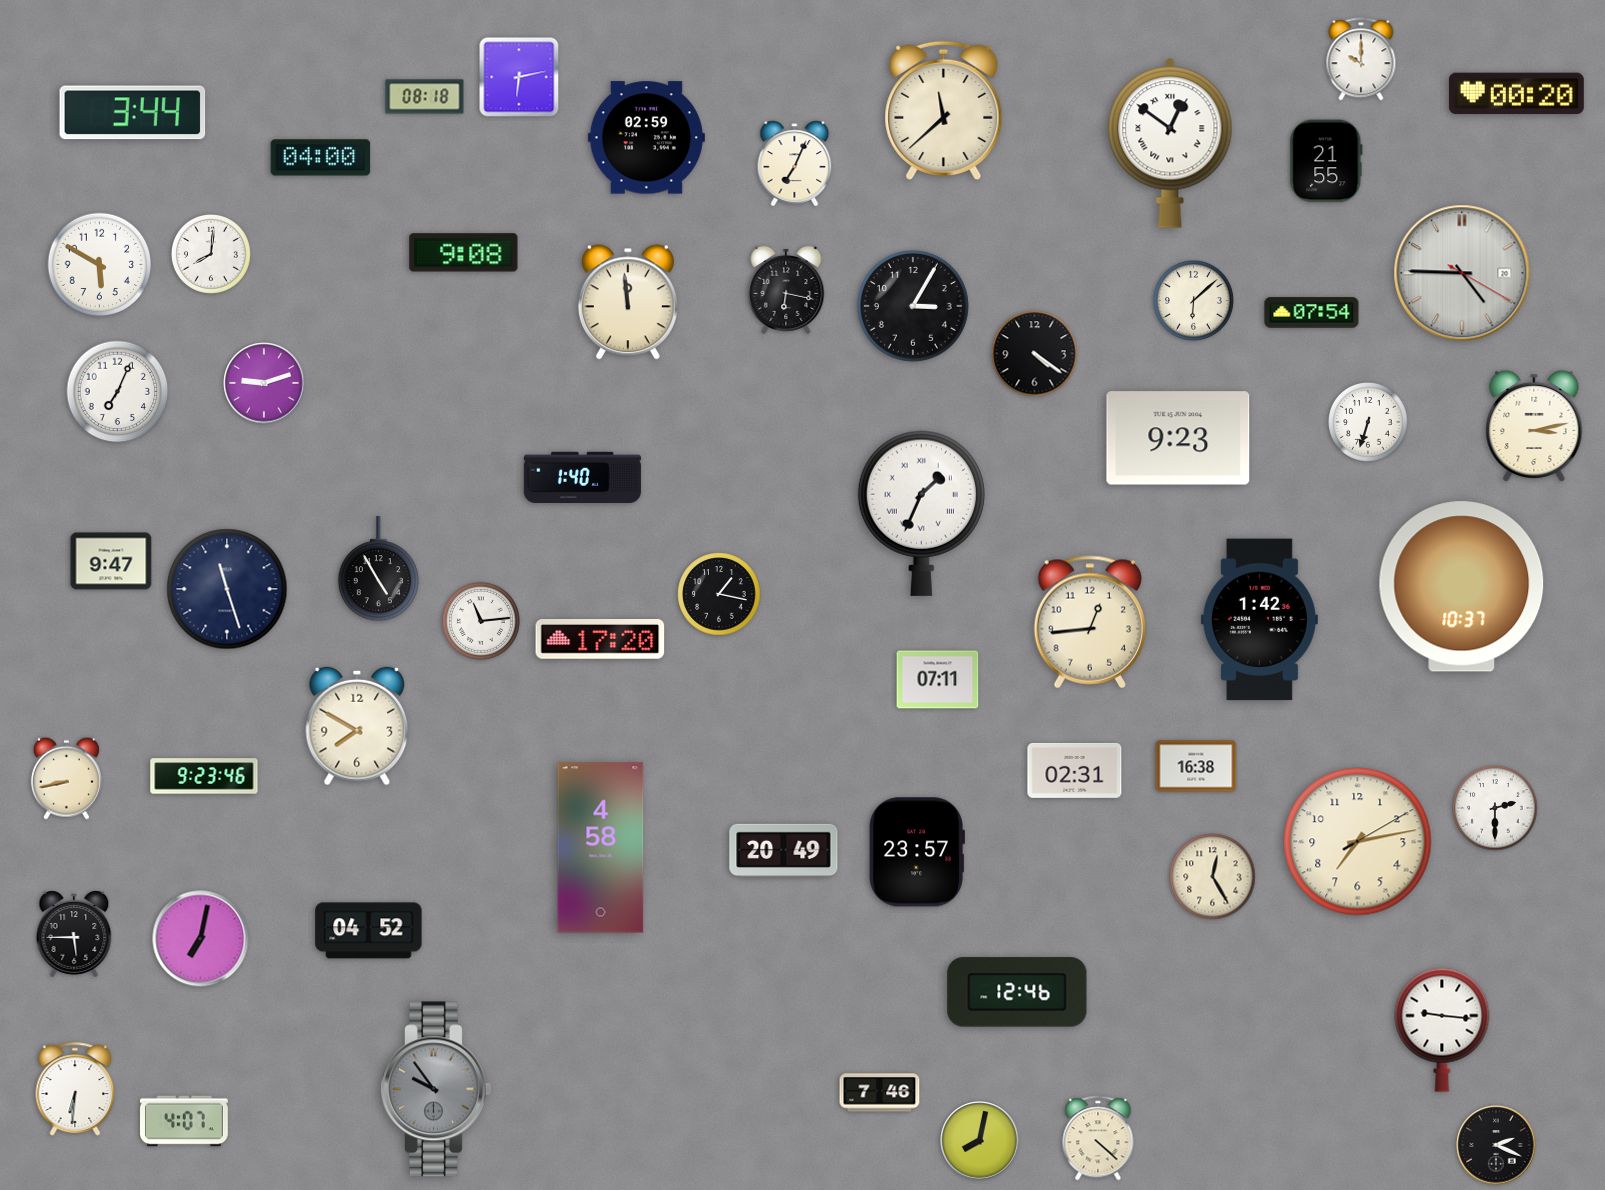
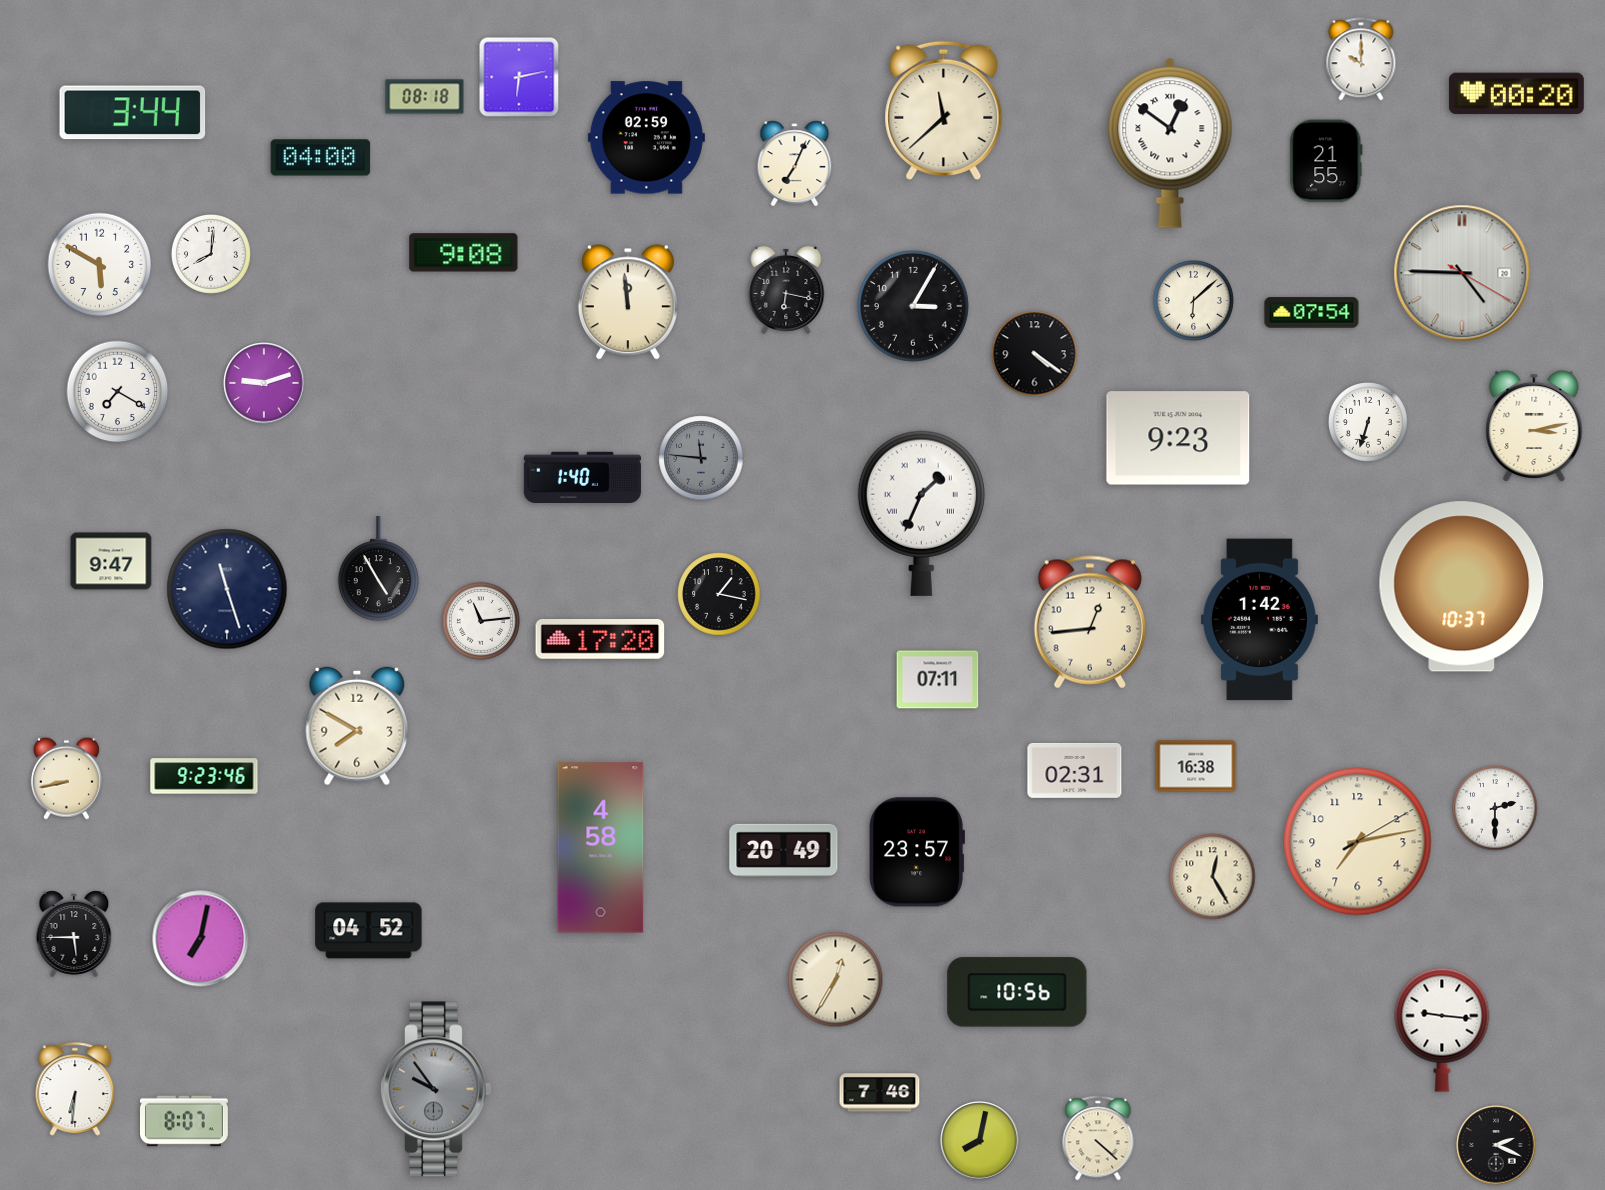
clock at (118, 392): 7:04 -> 7:20
clock at (701, 458): none -> 11:46
clock at (836, 980): none -> 12:35
clock at (1017, 992): 12:46 -> 10:56
clock at (185, 1121): 4:07 -> 8:07
